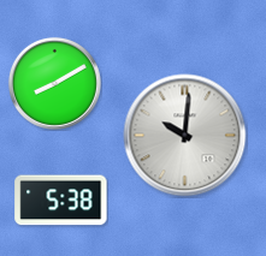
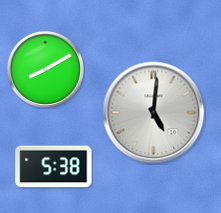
clock at (185, 136): 10:01 -> 5:01
clock at (61, 201) position: (61, 201) -> (54, 167)
